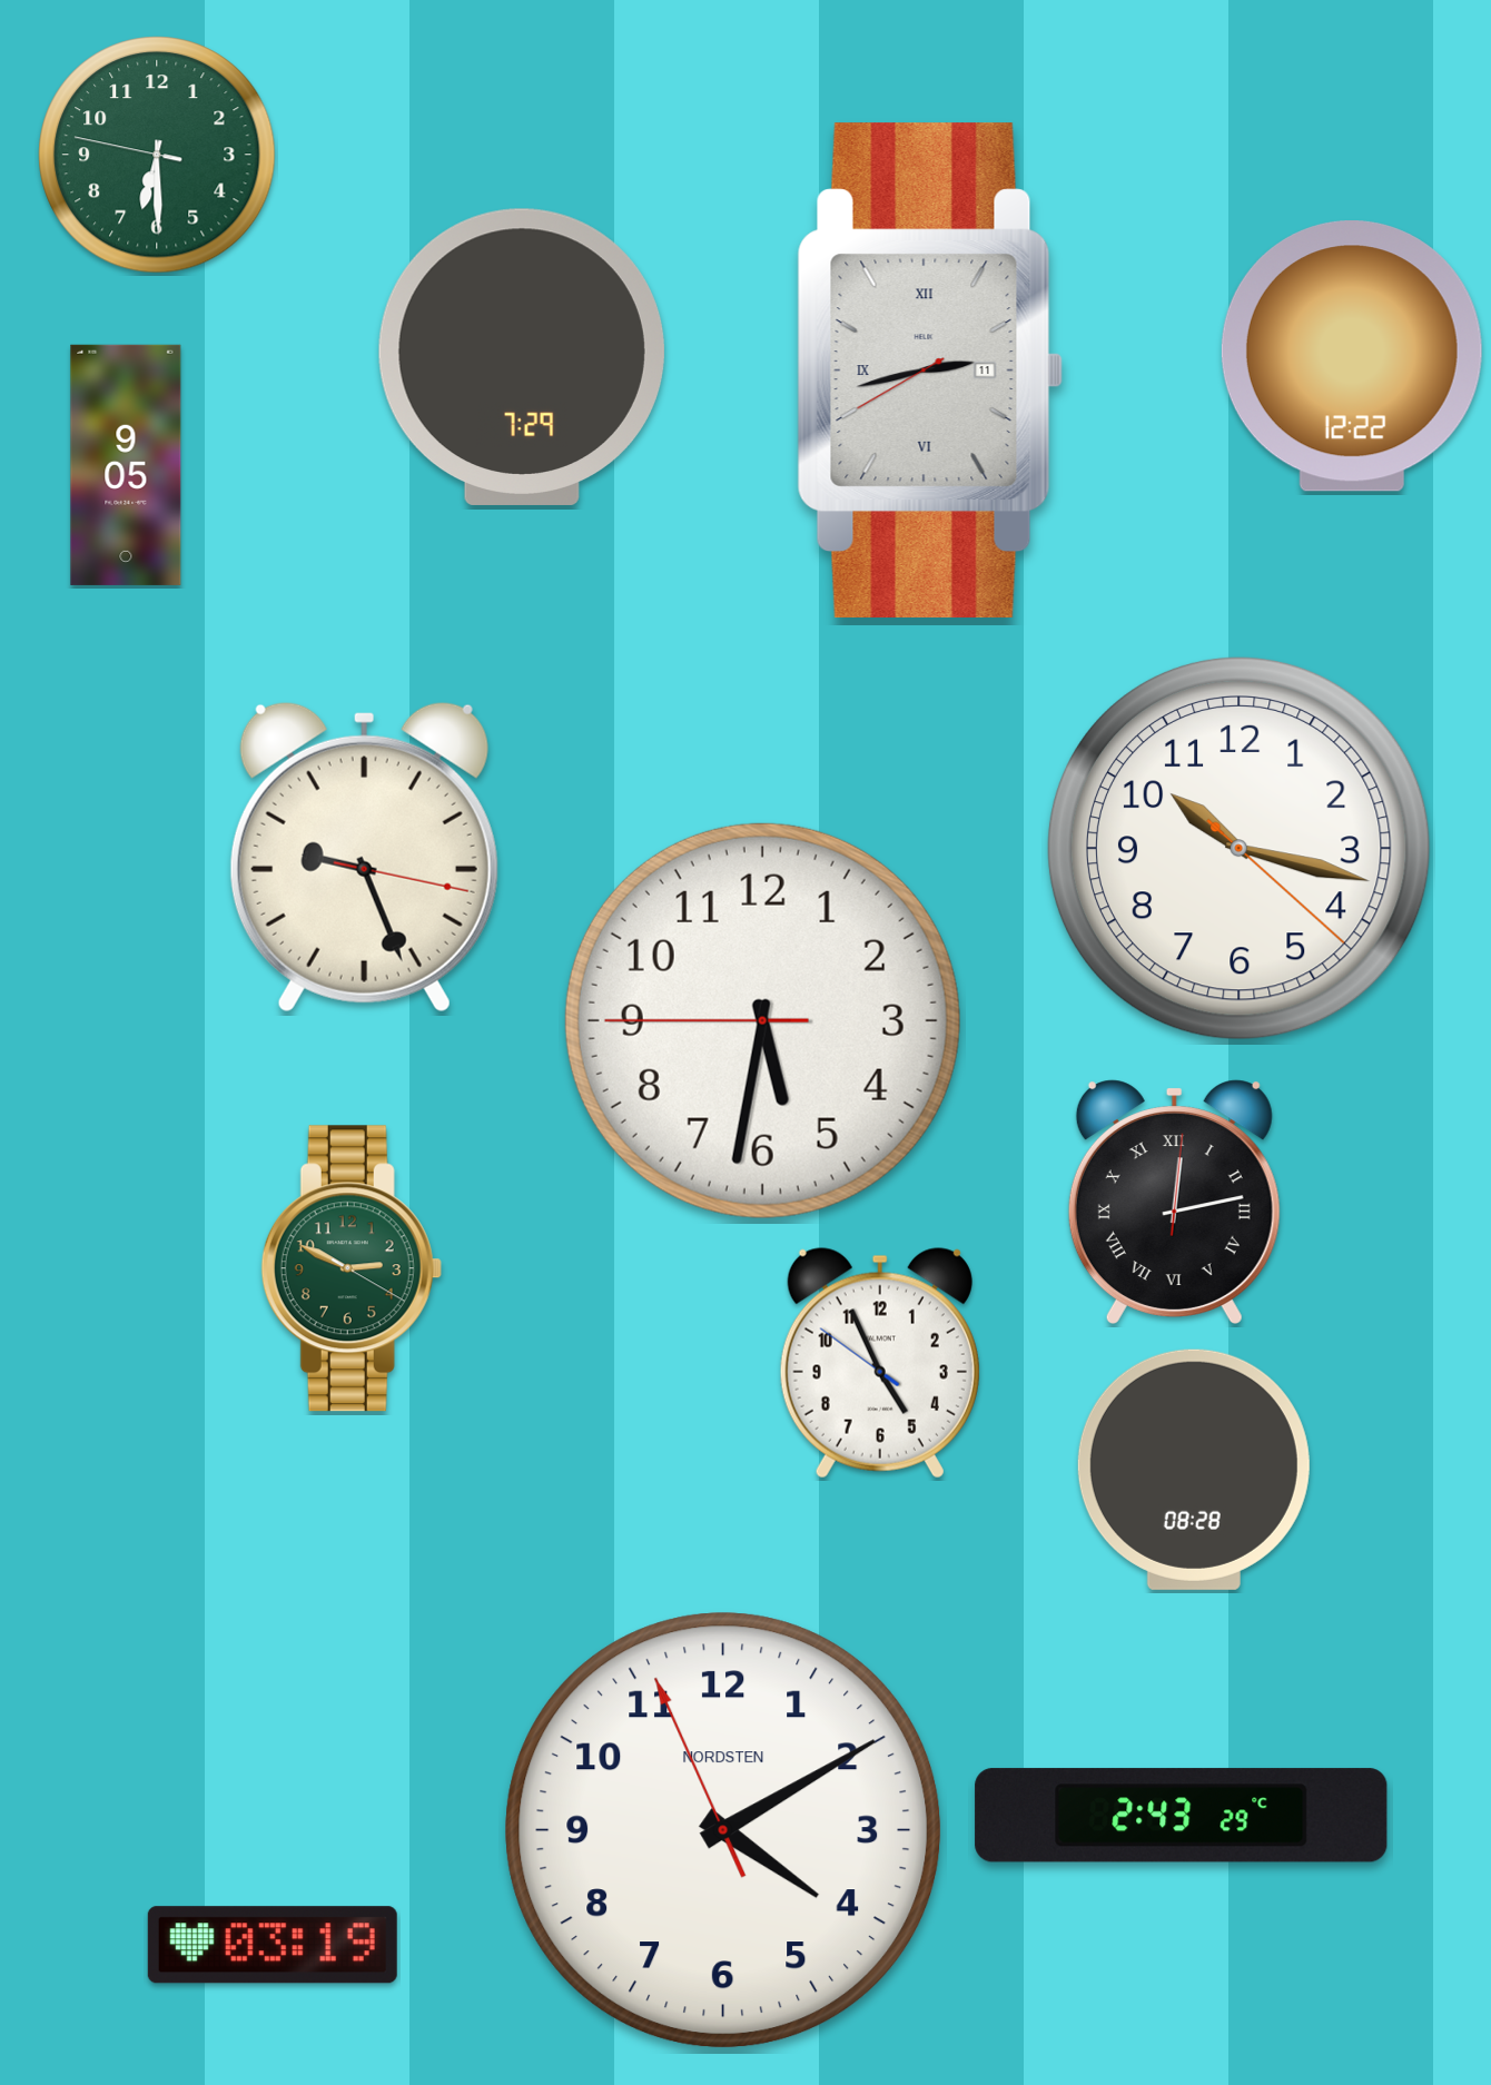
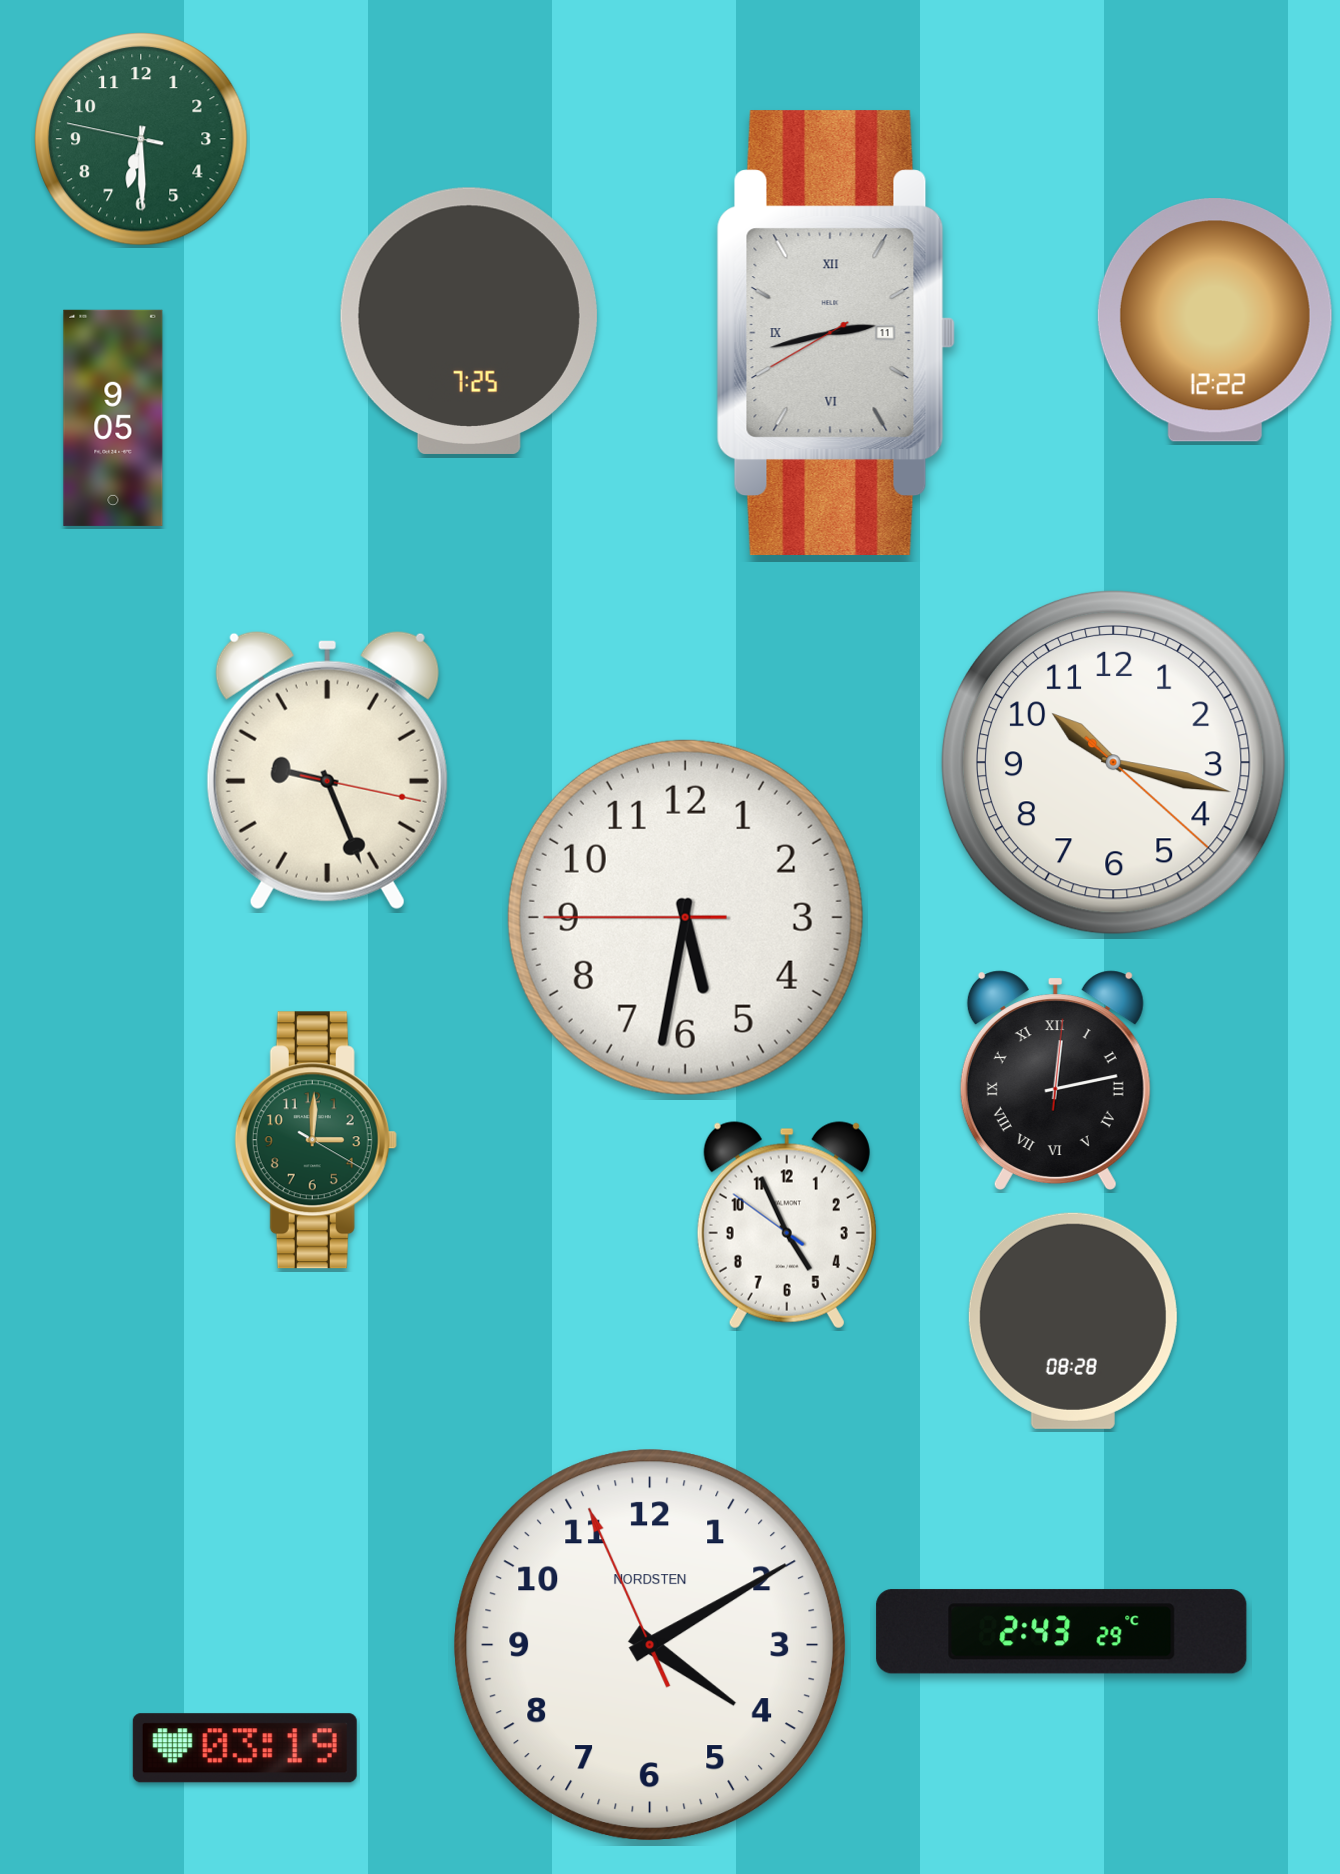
clock at (522, 357): 7:29 -> 7:25
clock at (352, 1268): 2:49 -> 3:00
clock at (880, 1363) position: (880, 1363) -> (787, 1225)
